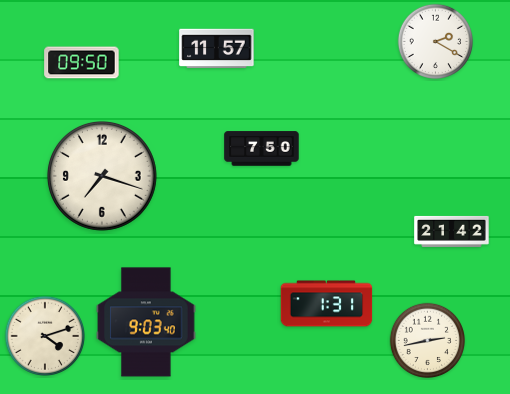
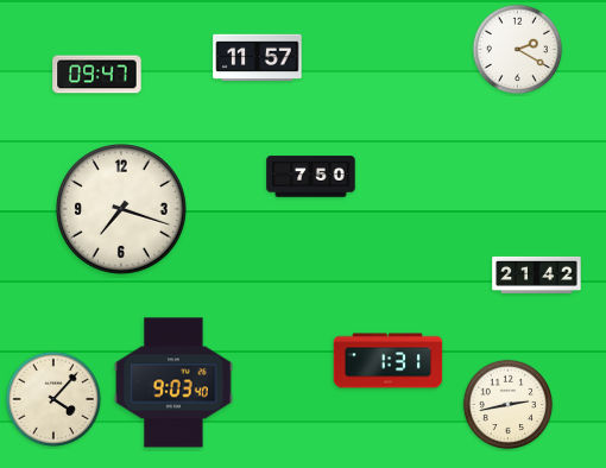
clock at (82, 63): 09:50 -> 09:47
clock at (44, 335): 4:12 -> 4:07
